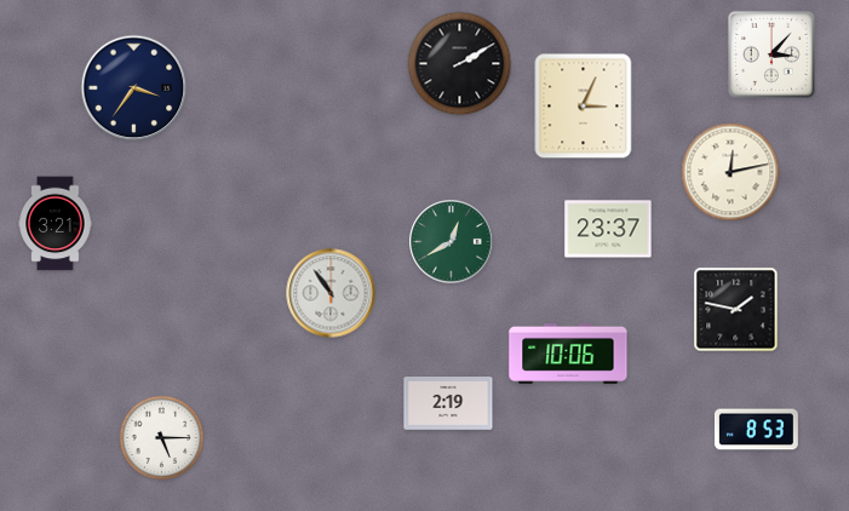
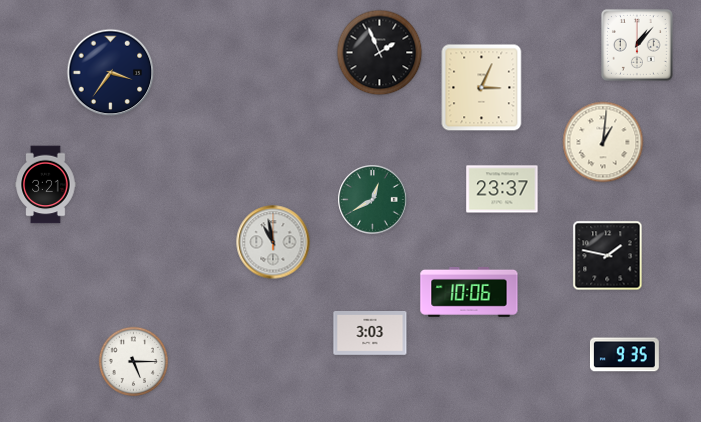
clock at (771, 54): 3:07 -> 1:07
clock at (460, 64): 2:10 -> 1:56
clock at (730, 172): 12:13 -> 1:01
clock at (331, 293): 10:54 -> 10:58
clock at (448, 404): 2:19 -> 3:03
clock at (756, 430): 8:53 -> 9:35
